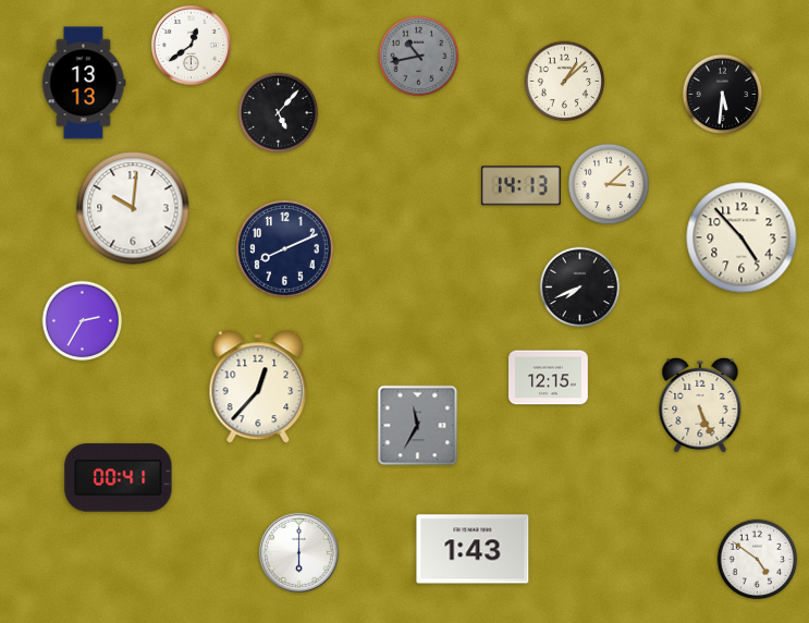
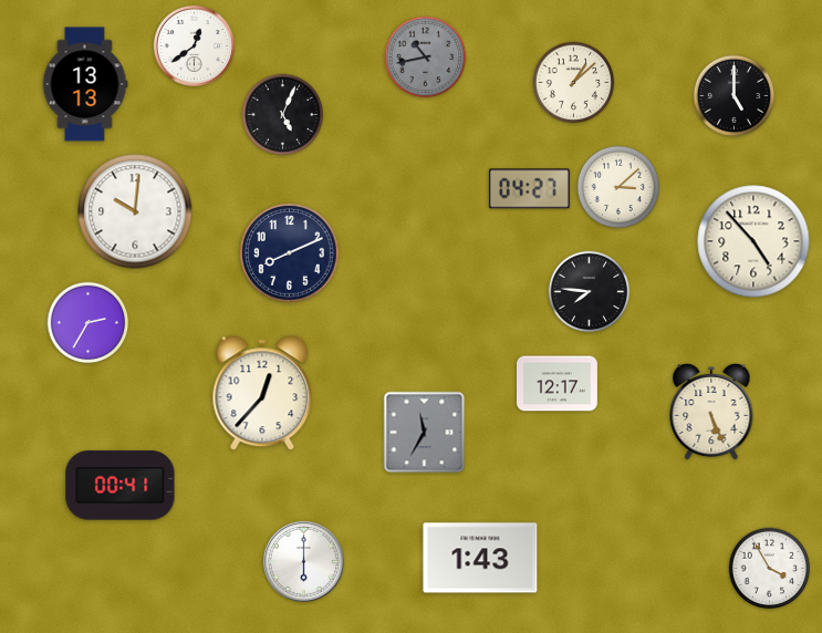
clock at (723, 95): 5:31 -> 5:00
clock at (279, 113): 5:07 -> 5:04
clock at (520, 186): 14:13 -> 04:27
clock at (580, 288): 7:41 -> 7:46
clock at (83, 321) position: (83, 321) -> (89, 323)
clock at (549, 378): 12:15 -> 12:17
clock at (758, 560): 4:51 -> 3:55
